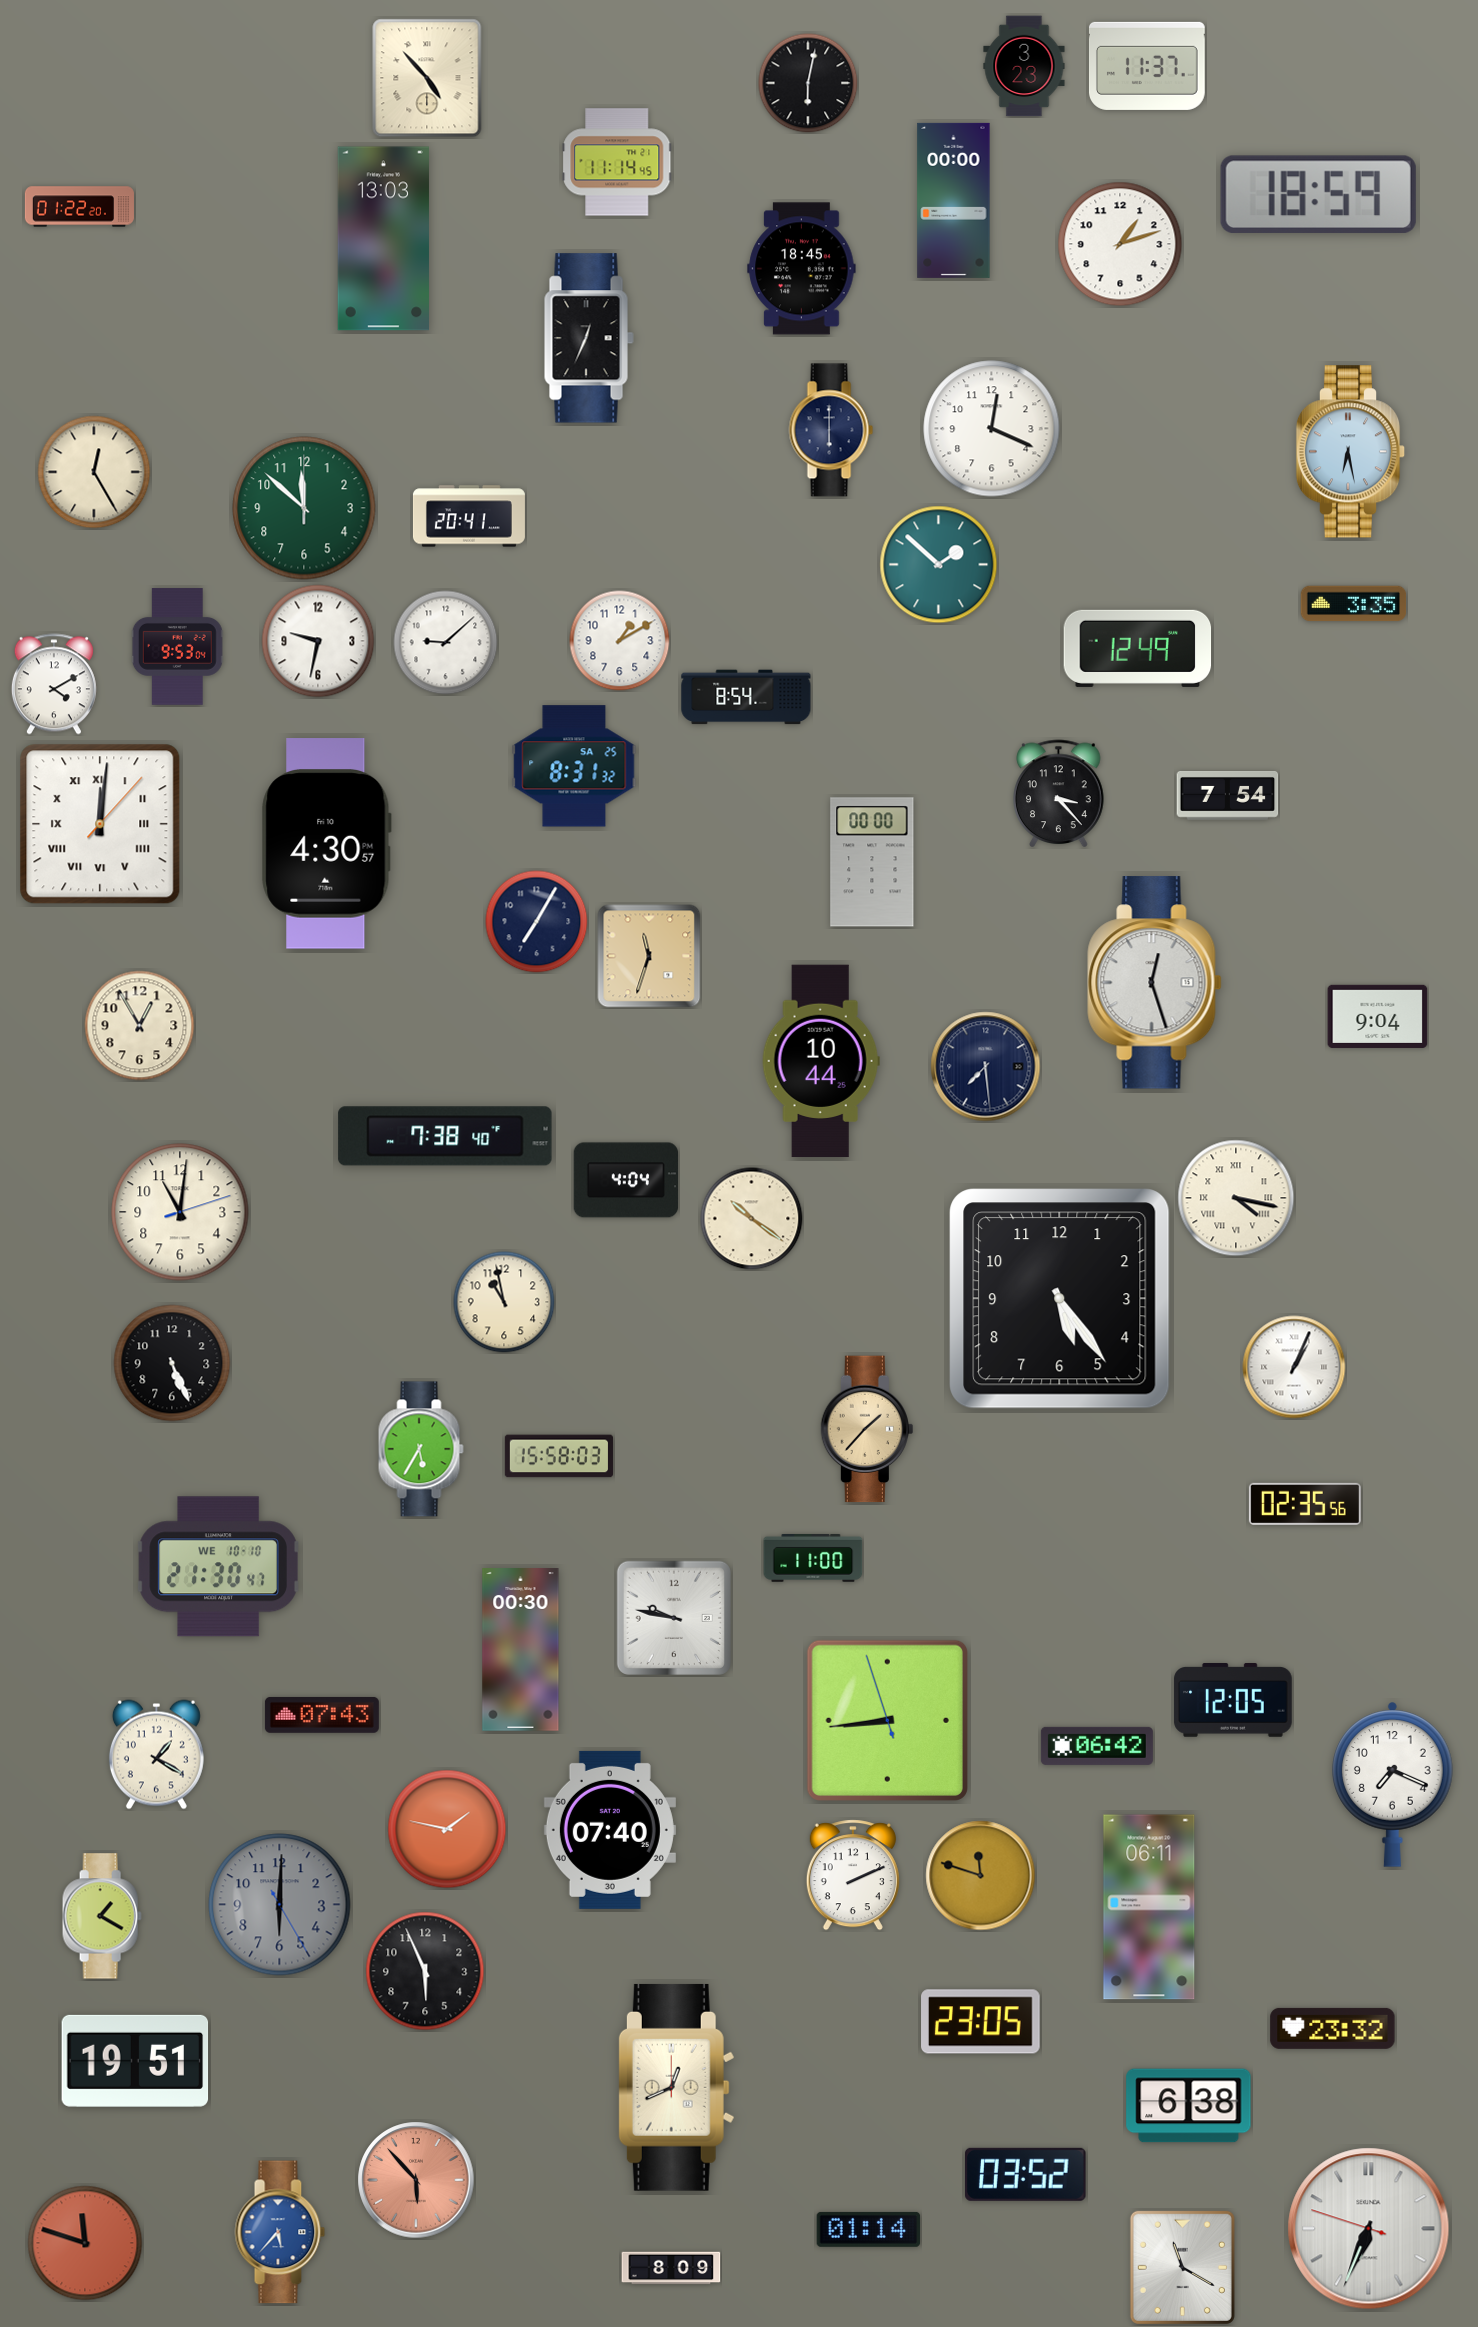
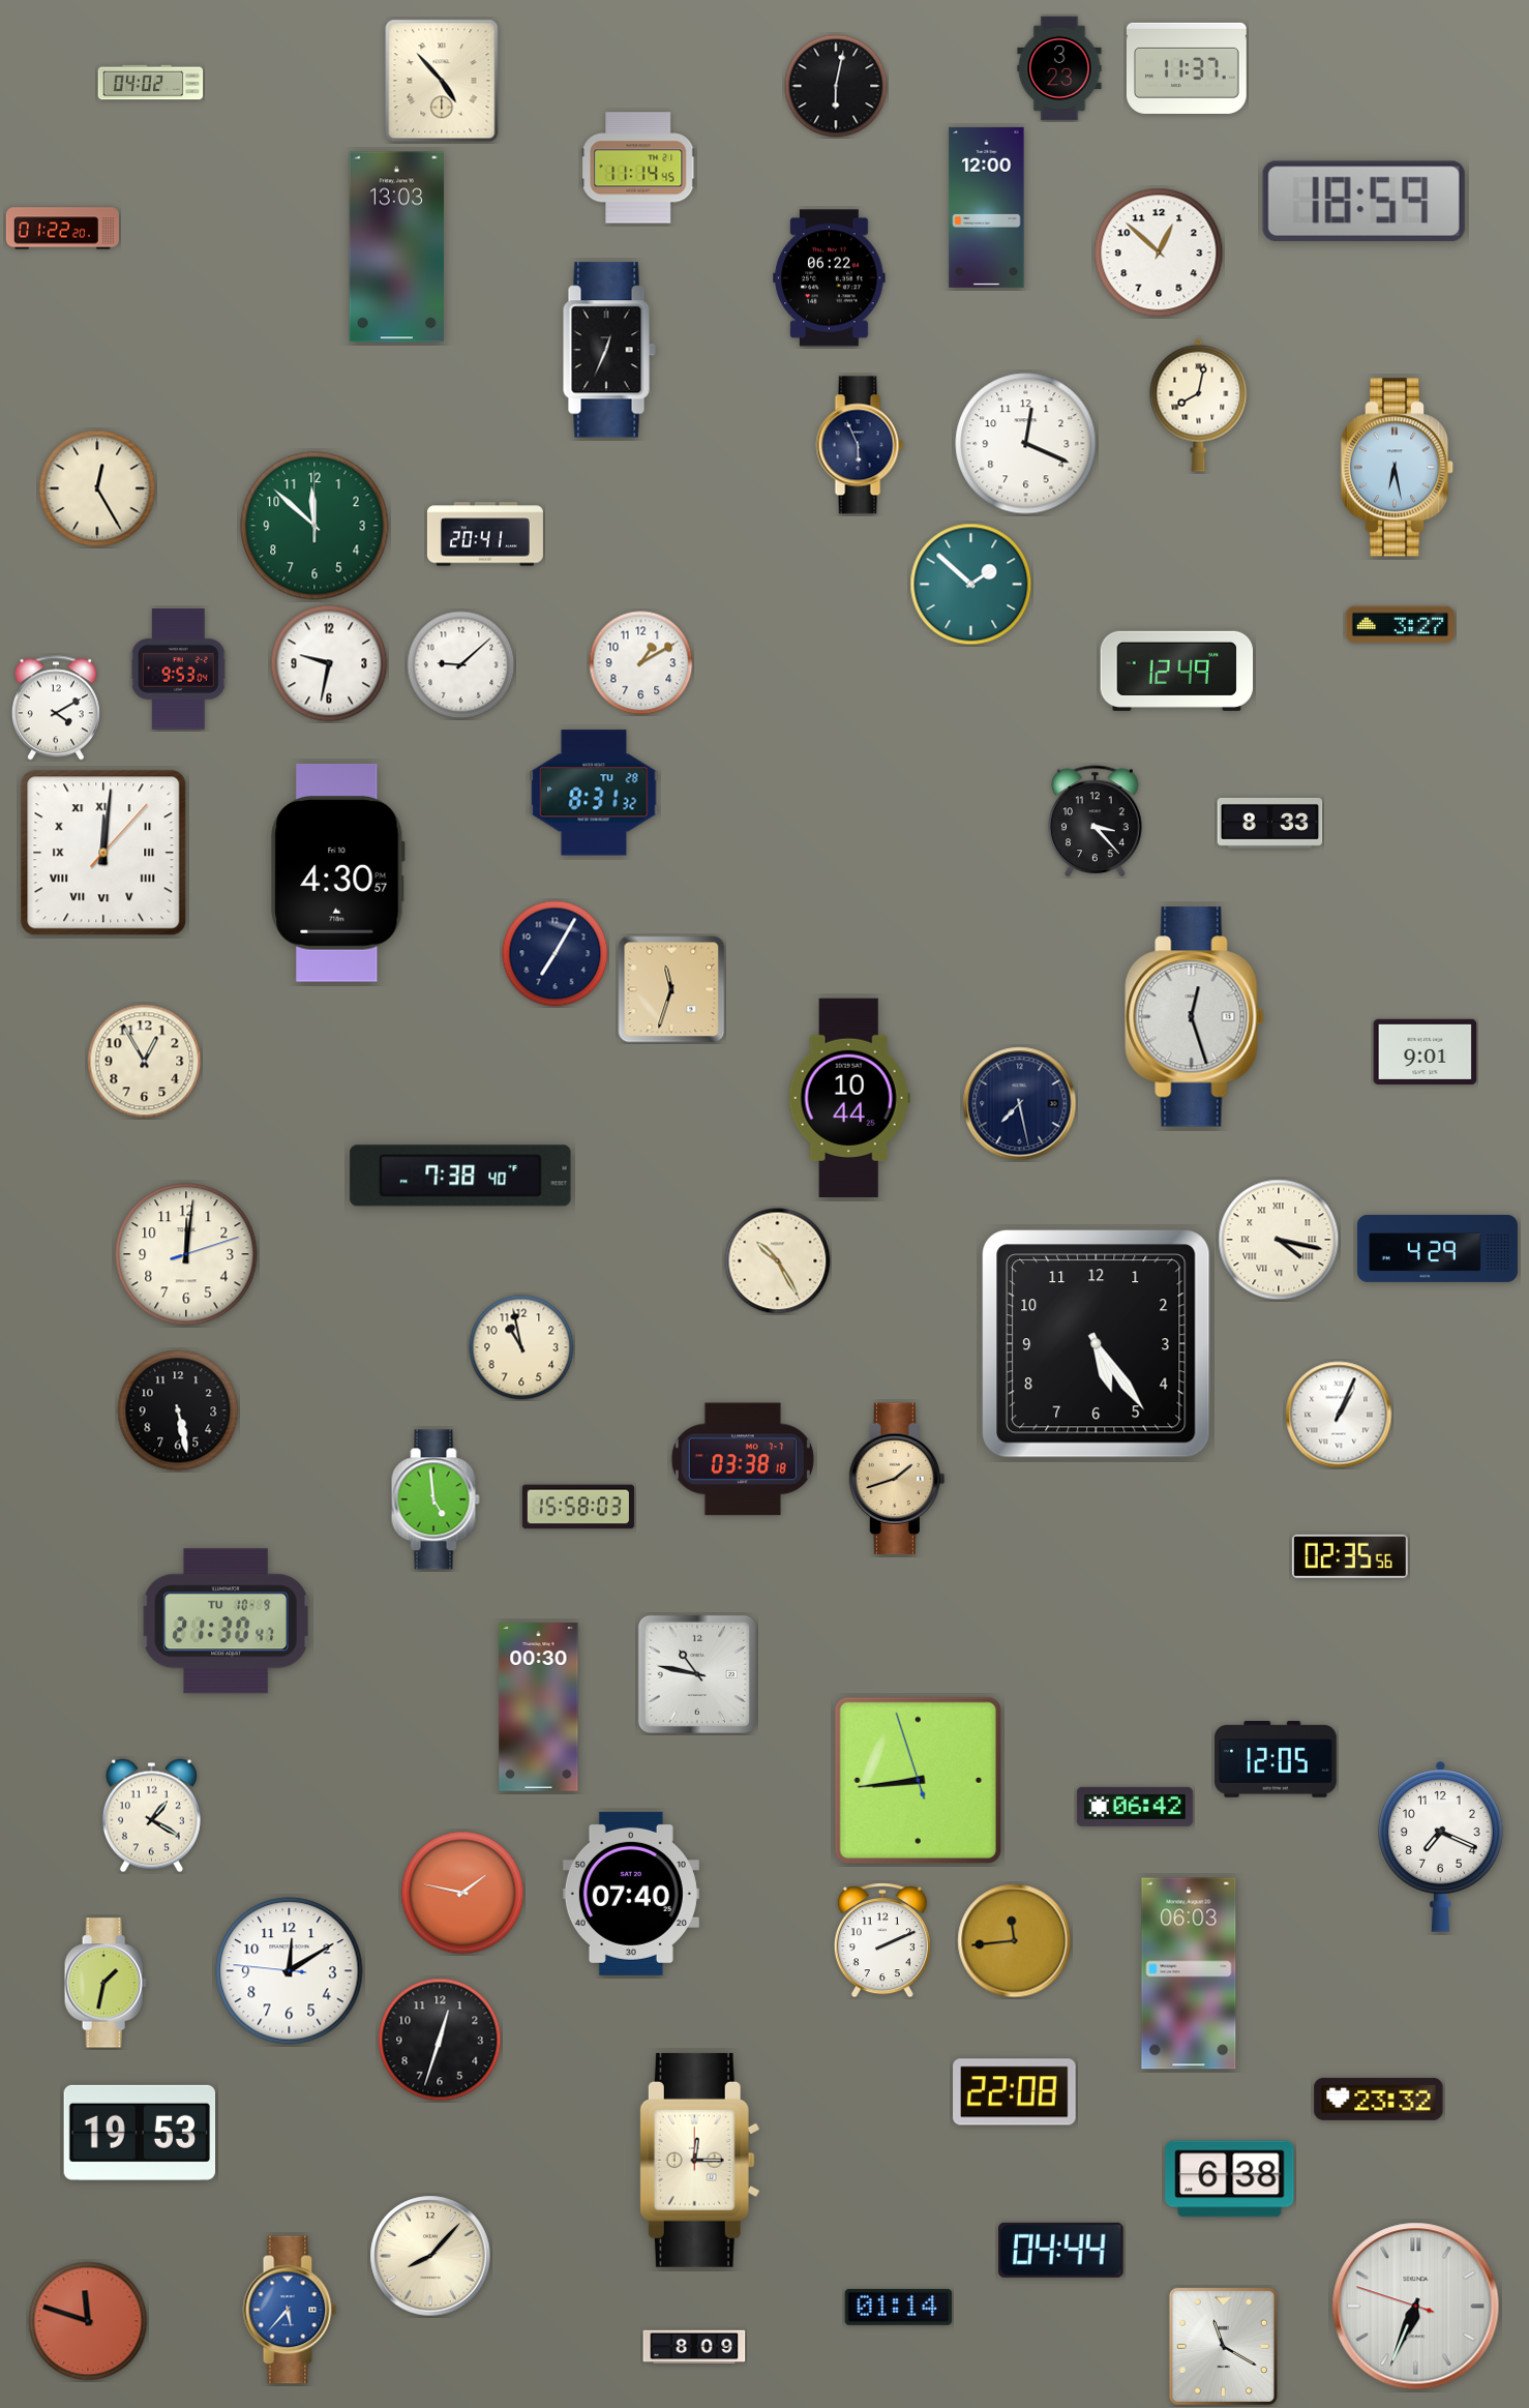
clock at (151, 83): none -> 04:02
clock at (954, 200): 00:00 -> 12:00
clock at (79, 207) position: (79, 207) -> (62, 229)
clock at (1120, 244): 1:12 -> 12:52
clock at (802, 269): 18:45 -> 06:22
clock at (1199, 405): none -> 8:02
clock at (831, 430): 6:00 -> 5:56
clock at (1354, 604): 3:35 -> 3:27
clock at (177, 647) position: (177, 647) -> (178, 670)
clock at (746, 697): 8:54 -> none
clock at (574, 766) date: SA 25 -> TU 28
clock at (1228, 796): 7:54 -> 8:33
clock at (872, 862): 00:00 -> none
clock at (1378, 1016): 9:04 -> 9:01
clock at (986, 1067): 7:29 -> 7:28
clock at (626, 1180): 4:04 -> none
clock at (1437, 1248): none -> 4:29
clock at (180, 1212): 11:01 -> 12:01
clock at (752, 1219): 10:21 -> 10:25
clock at (172, 1363): 5:26 -> 5:28
clock at (743, 1459): none -> 03:38
clock at (866, 1429): 1:37 -> 1:42
clock at (421, 1449): 5:35 -> 4:59
clock at (813, 1558): 11:00 -> none
clock at (218, 1567) date: WE 10-10 -> TU 10-9
clock at (674, 1618): 9:47 -> 10:47
clock at (322, 1715): 07:43 -> none
clock at (156, 1755) position: (156, 1755) -> (151, 1816)
clock at (981, 1876): 11:48 -> 11:44
clock at (280, 1905): 6:00 -> 12:09
clock at (280, 1905) dial: grey -> white
clock at (1149, 1907): 06:11 -> 06:03
clock at (102, 1916): 1:20 -> 1:32
clock at (425, 1971): 5:56 -> 12:33
clock at (981, 2022): 23:05 -> 22:08
clock at (135, 2061): 19:51 -> 19:53
clock at (676, 2087): 12:41 -> 12:15
clock at (1026, 2174): 03:52 -> 04:44
clock at (416, 2180): 5:53 -> 8:07
clock at (416, 2180) dial: salmon -> cream
